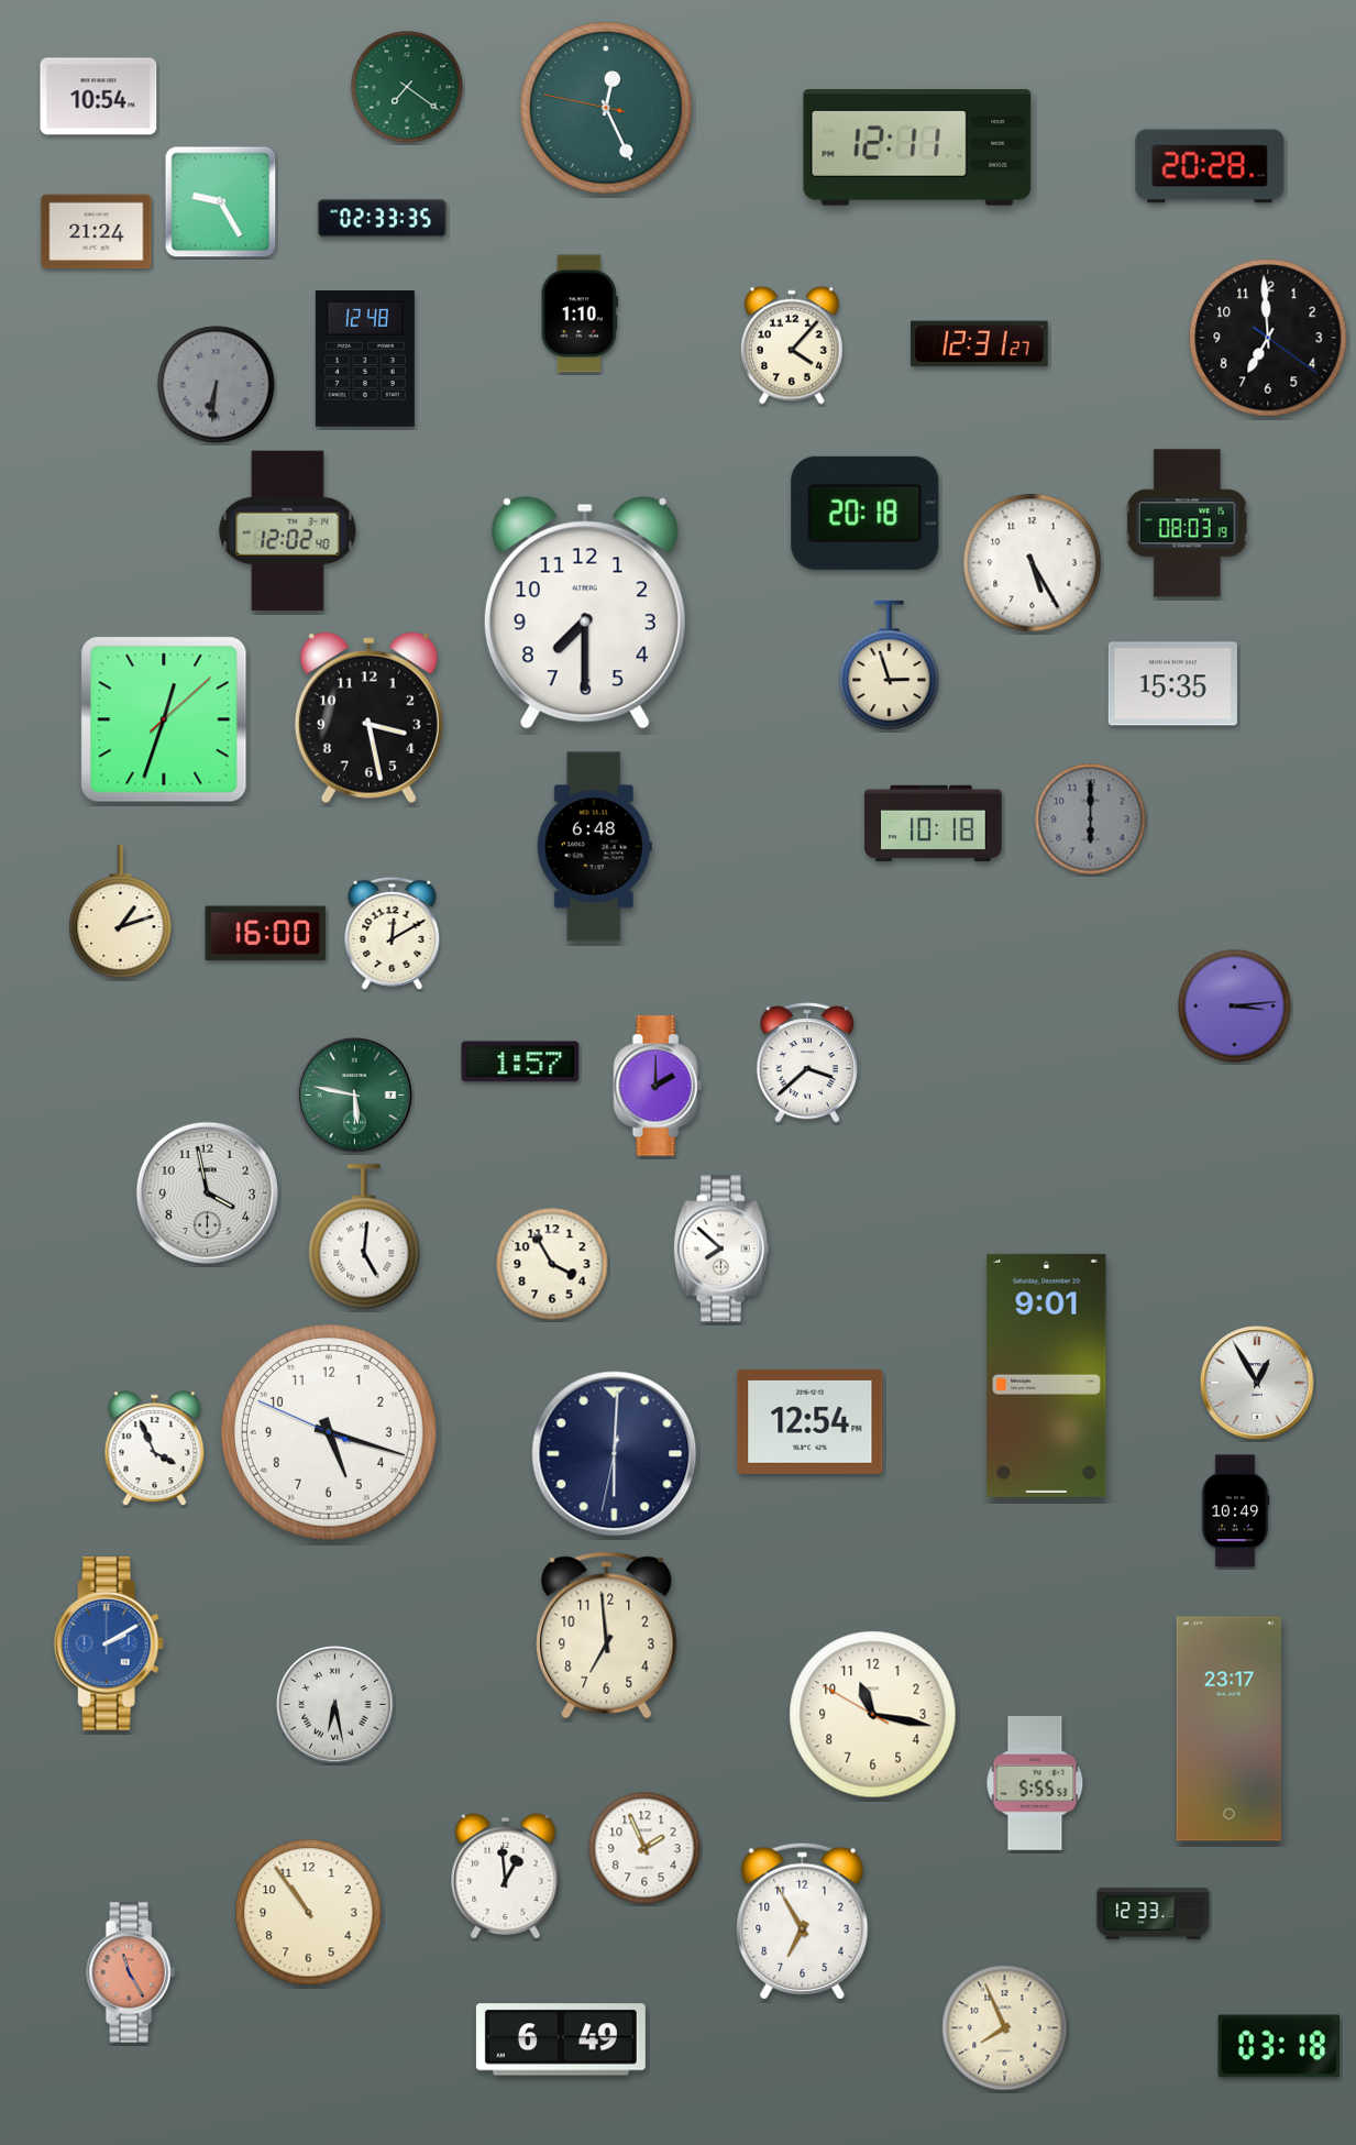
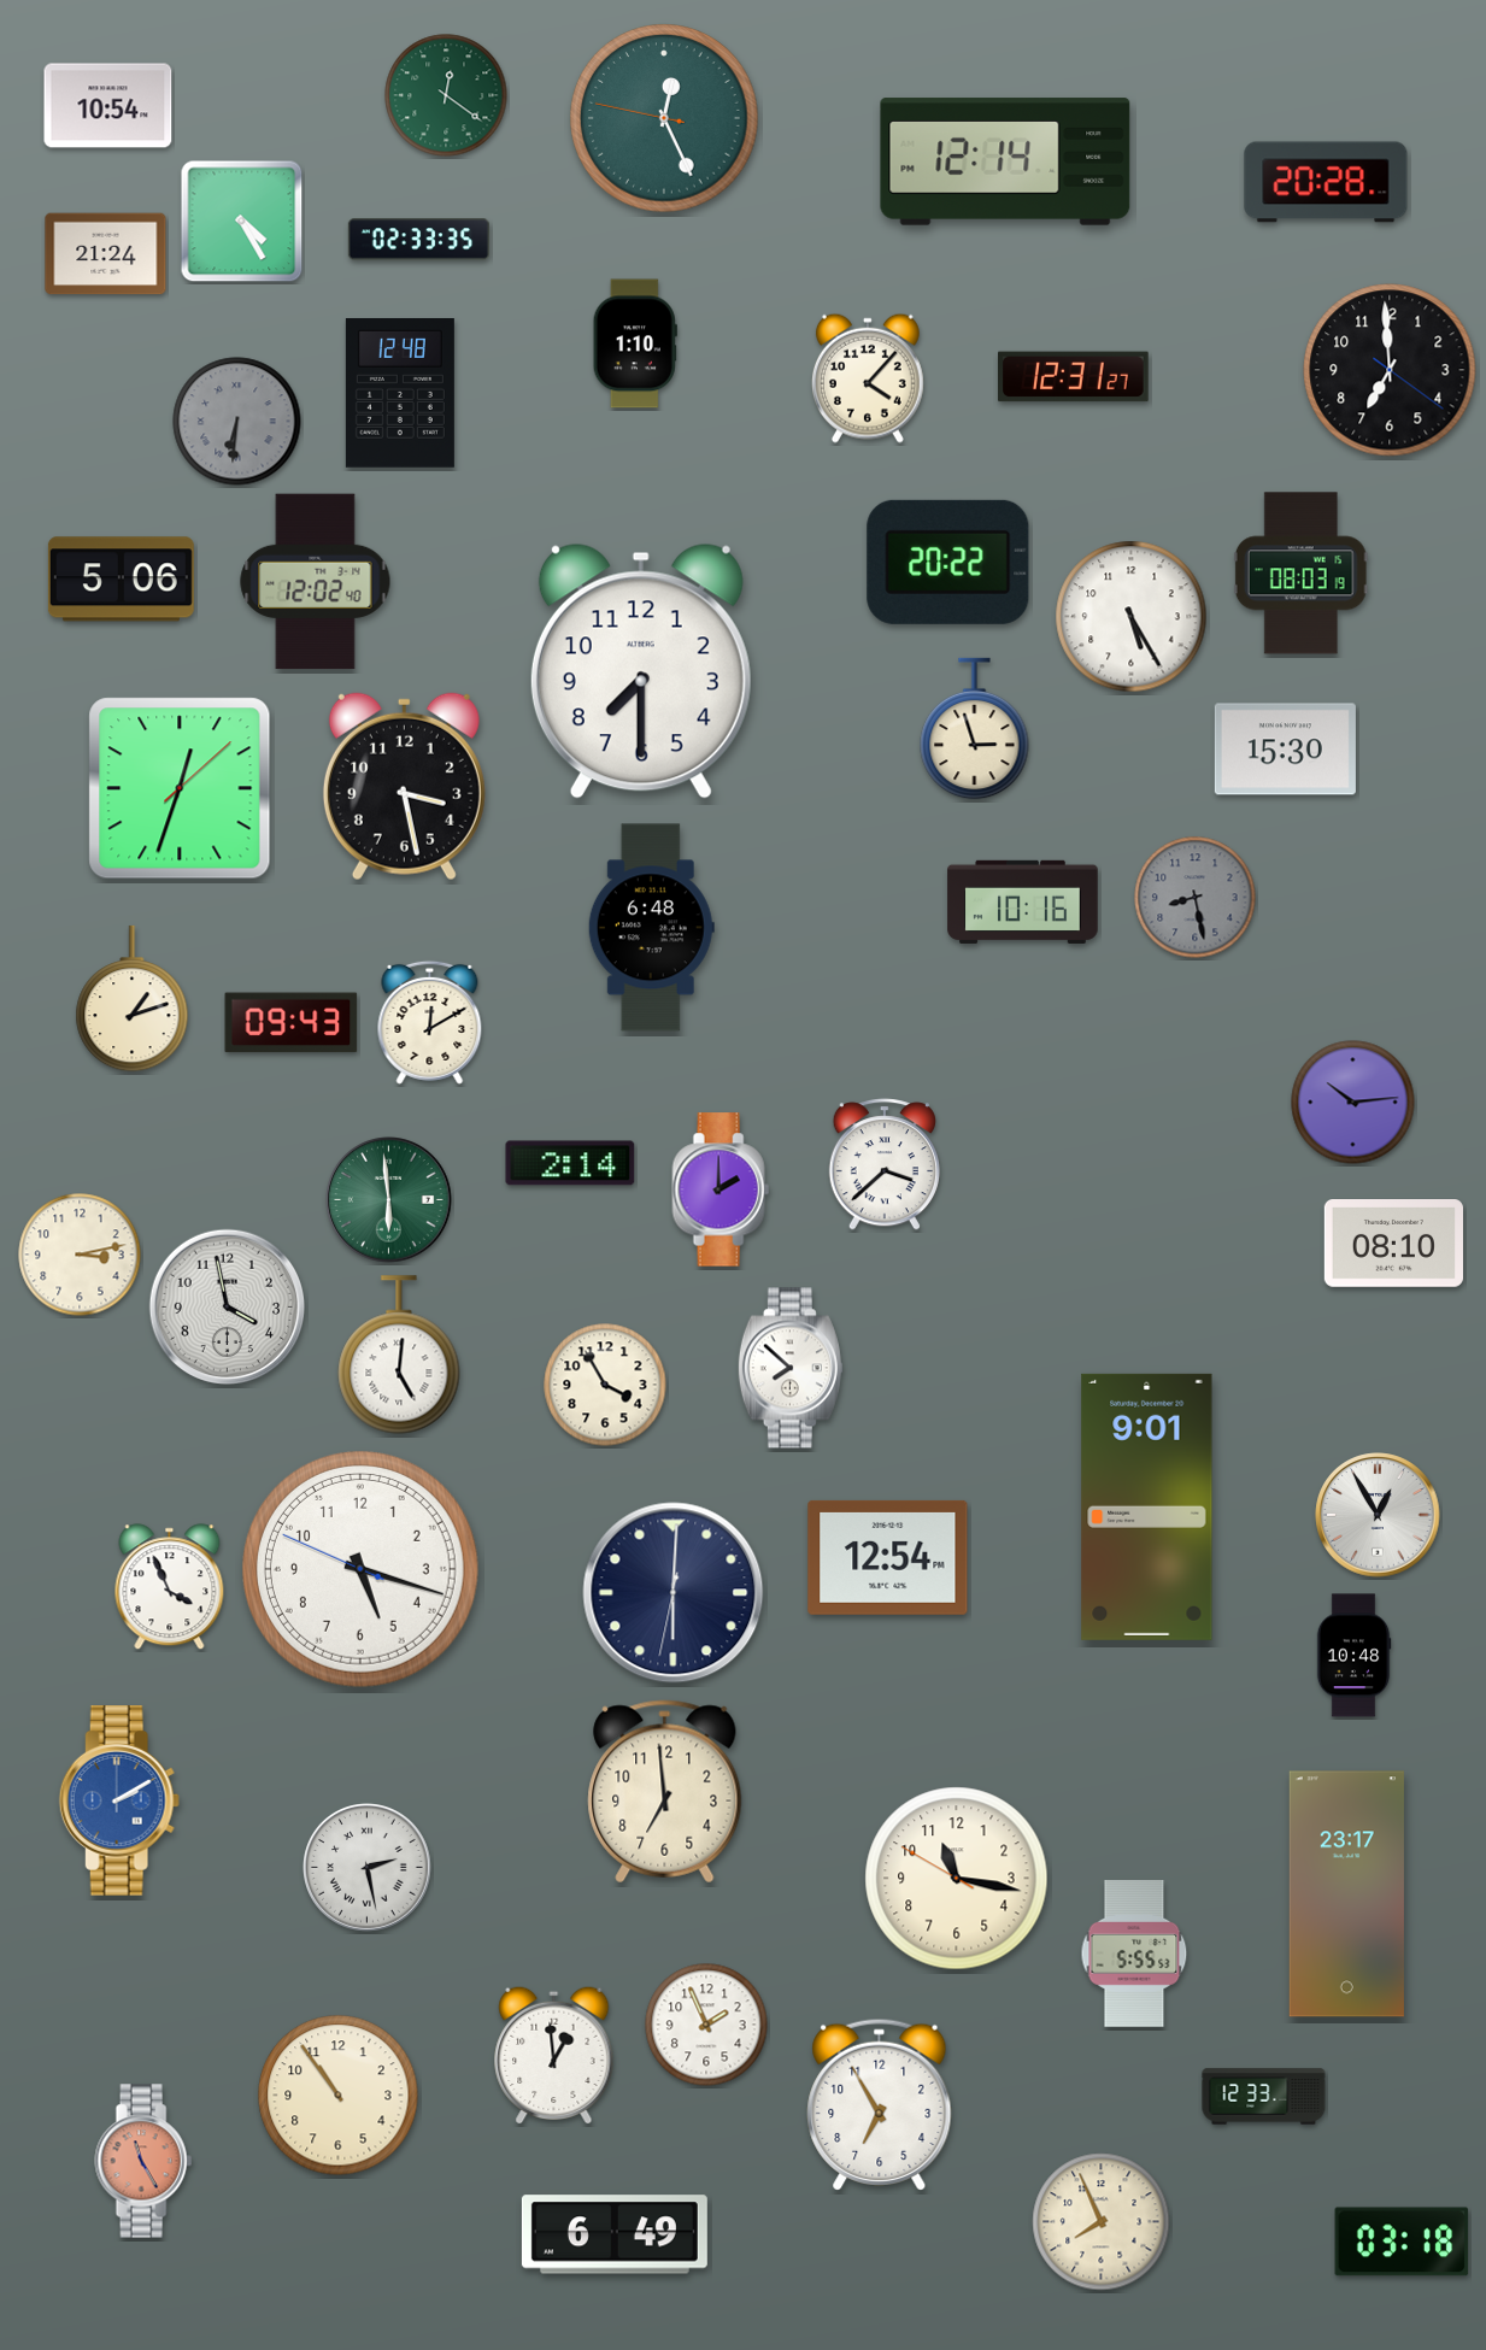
clock at (407, 87): 7:21 -> 12:21
clock at (917, 147): 12:11 -> 12:14
clock at (221, 202): 9:25 -> 4:25
clock at (866, 513): 20:18 -> 20:22
clock at (121, 580): none -> 5:06
clock at (1172, 684): 15:35 -> 15:30
clock at (1091, 820): 6:00 -> 8:28
clock at (934, 823): 10:18 -> 10:16
clock at (266, 934): 16:00 -> 09:43
clock at (1235, 1007): 3:14 -> 10:14
clock at (520, 1061): 1:57 -> 2:14
clock at (355, 1096): 5:47 -> 5:59
clock at (1393, 1244): none -> 08:10
clock at (80, 1255): none -> 3:13
clock at (1235, 1511): 10:49 -> 10:48
clock at (335, 1705): 6:28 -> 2:28
